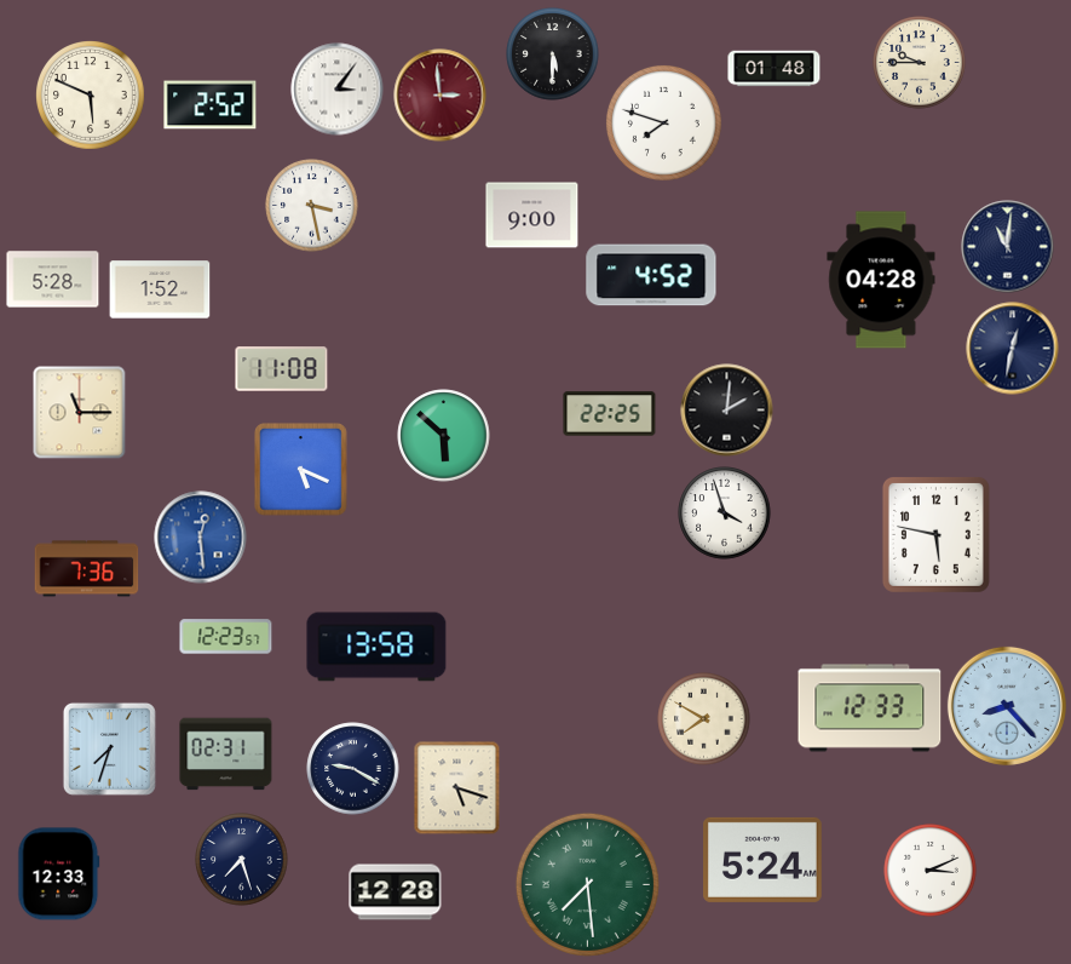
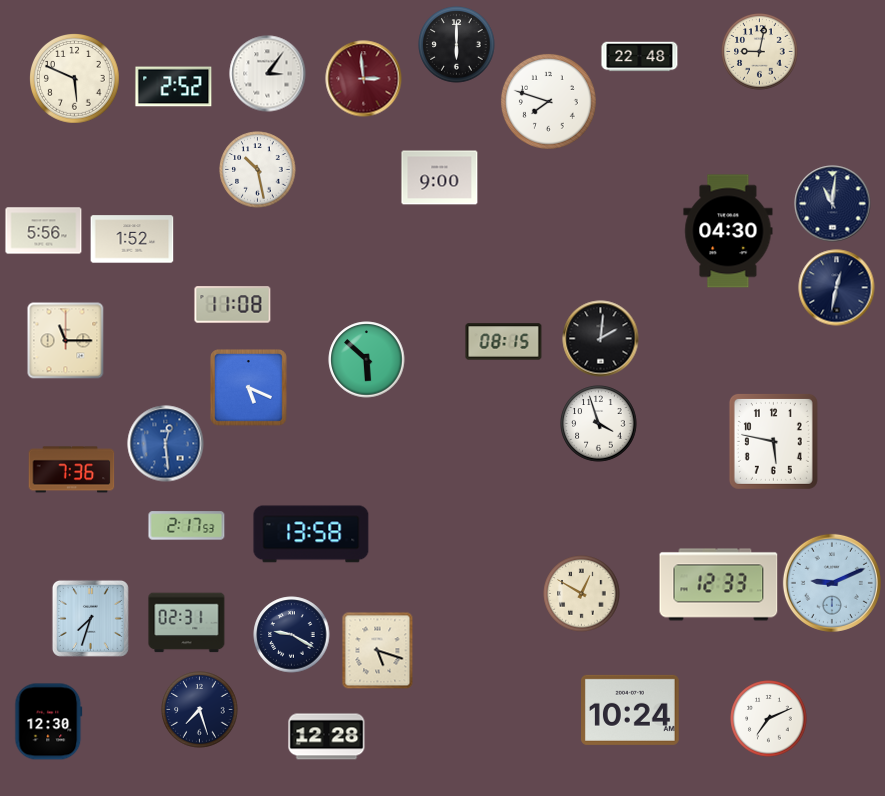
clock at (553, 54): 5:30 -> 6:00
clock at (920, 63): 9:45 -> 9:02
clock at (775, 69): 01:48 -> 22:48
clock at (338, 90) position: (338, 90) -> (268, 74)
clock at (312, 206): 3:28 -> 10:28
clock at (651, 275): 4:52 -> none
clock at (53, 280): 5:28 -> 5:56
clock at (881, 280): 04:28 -> 04:30
clock at (610, 414): 22:25 -> 08:15
clock at (226, 637): 12:23 -> 2:17
clock at (1007, 706): 8:23 -> 9:11
clock at (704, 719): 7:50 -> 12:50
clock at (764, 860): 5:24 -> 10:24
clock at (931, 871): 3:11 -> 7:11
clock at (59, 874): 12:33 -> 12:30
clock at (587, 884): 7:29 -> none
